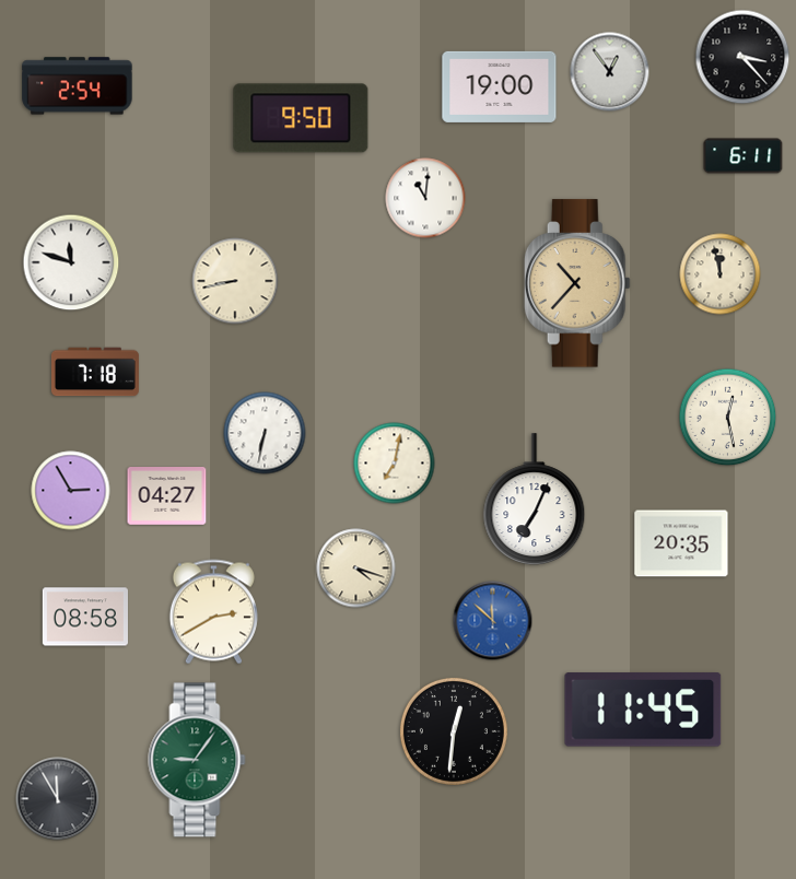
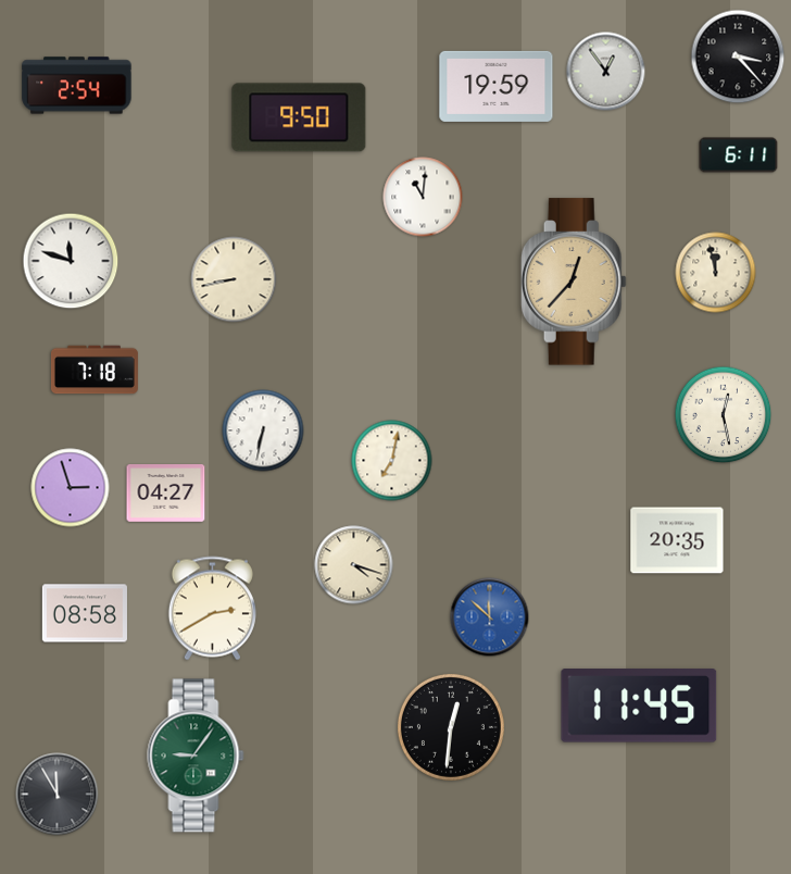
clock at (500, 86): 19:00 -> 19:59
clock at (577, 283): 10:37 -> 12:37
clock at (71, 491): 2:55 -> 2:57
clock at (535, 500): 7:04 -> none
